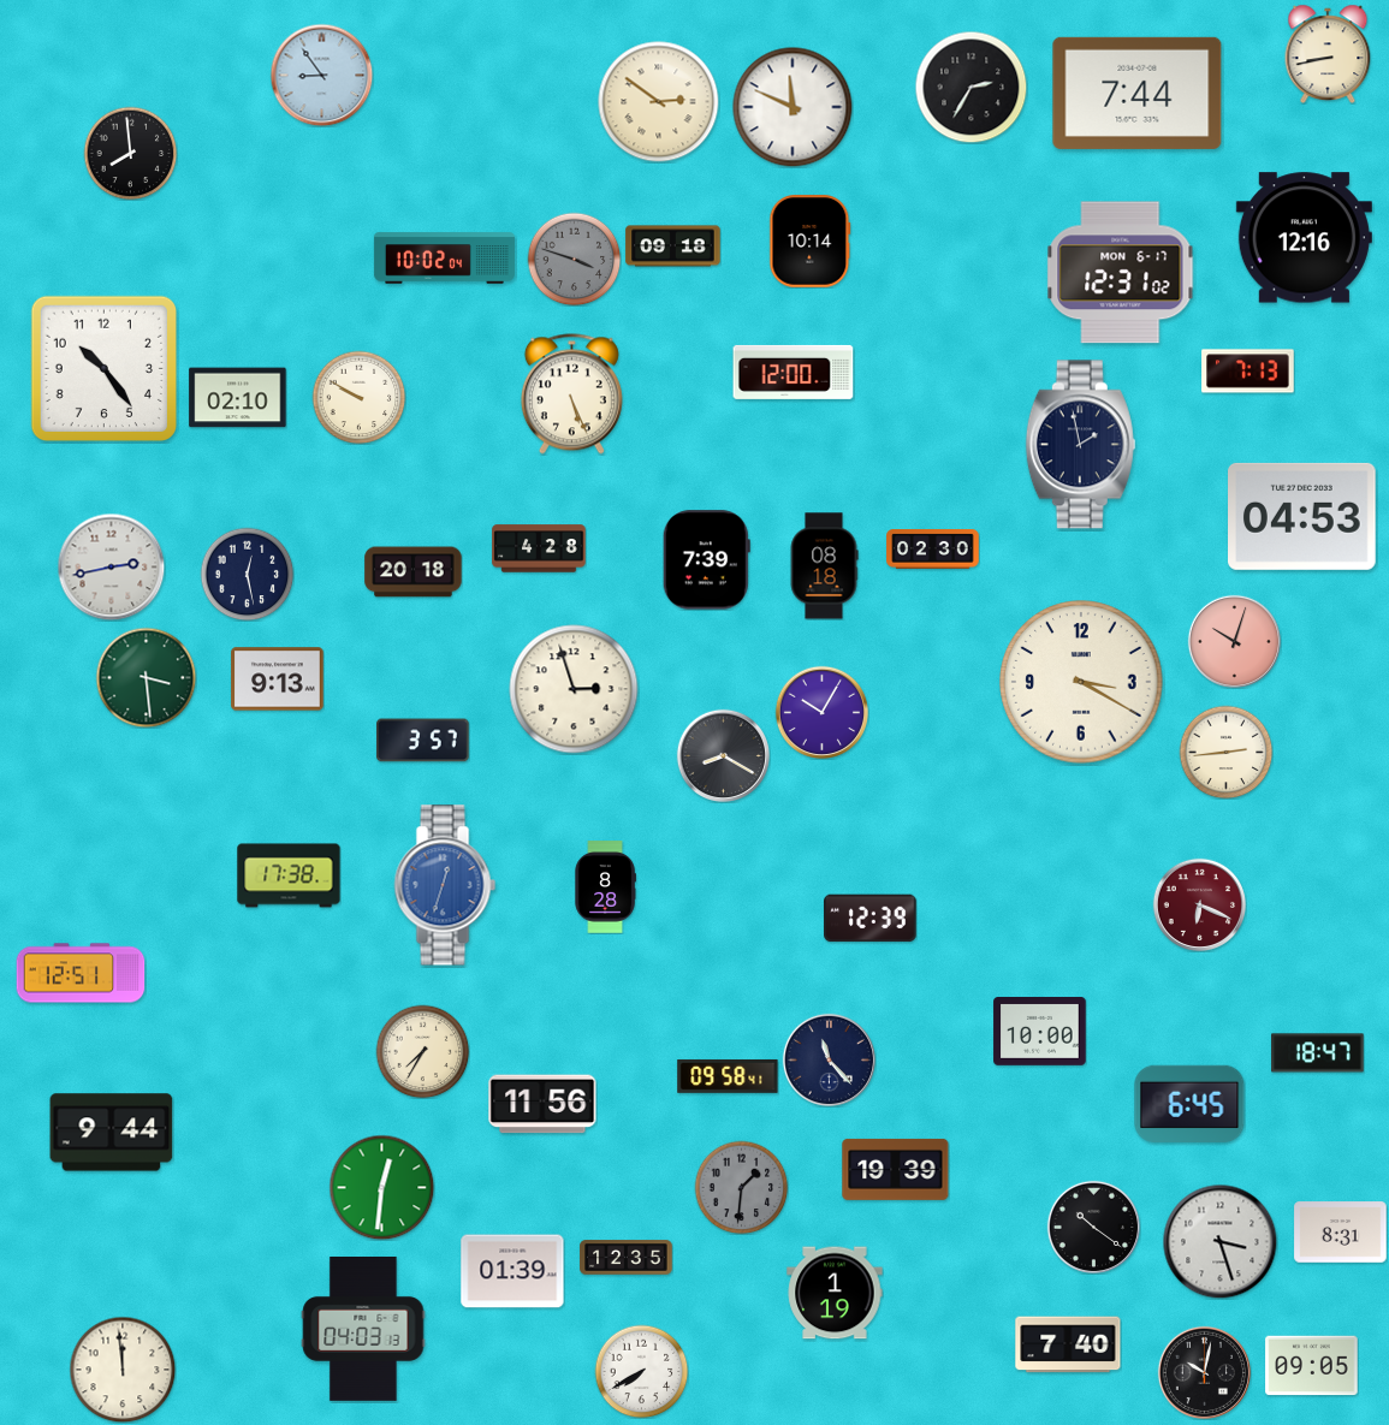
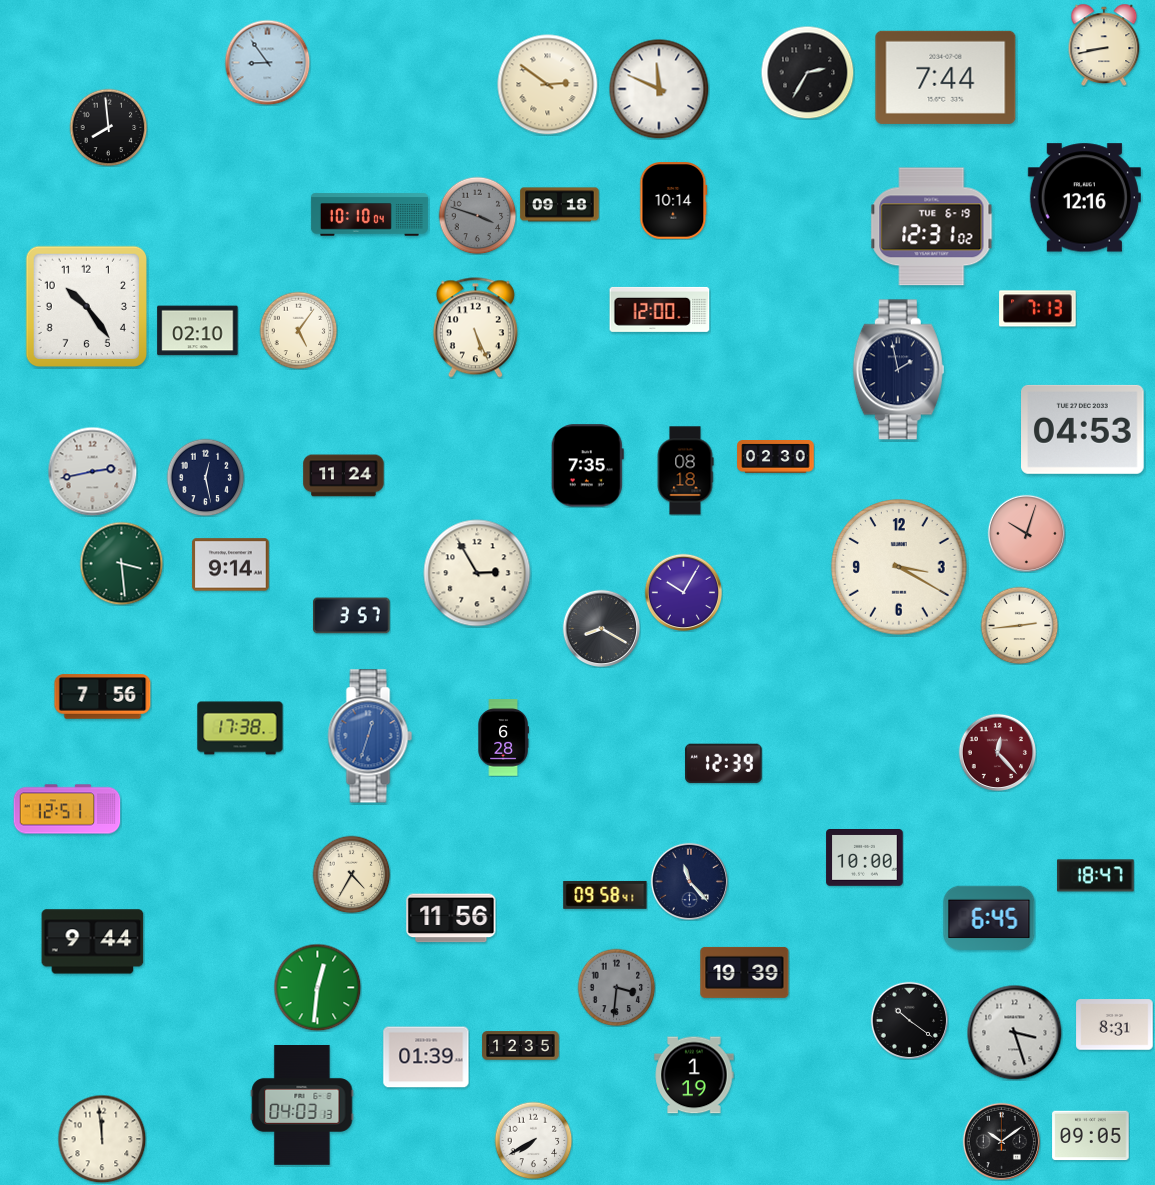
clock at (444, 259): 10:02 -> 10:10
clock at (1121, 273) date: MON 6-17 -> TUE 6-19
clock at (358, 397): 9:50 -> 5:06
clock at (539, 548): 4:28 -> none
clock at (706, 560): 7:39 -> 7:35
clock at (414, 572): 20:18 -> 11:24
clock at (278, 679): 9:13 -> 9:14
clock at (574, 689): 2:57 -> 2:55
clock at (103, 697): none -> 7:56
clock at (605, 887): 8:28 -> 6:28
clock at (1199, 904): 6:19 -> 12:23
clock at (422, 1051): 7:35 -> 4:35
clock at (741, 1187): 1:31 -> 3:31
clock at (1068, 1344): 7:40 -> none
clock at (1204, 1372): 10:02 -> 10:09
